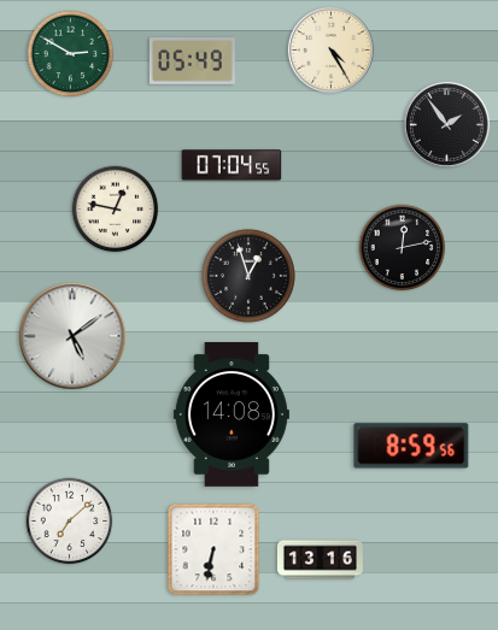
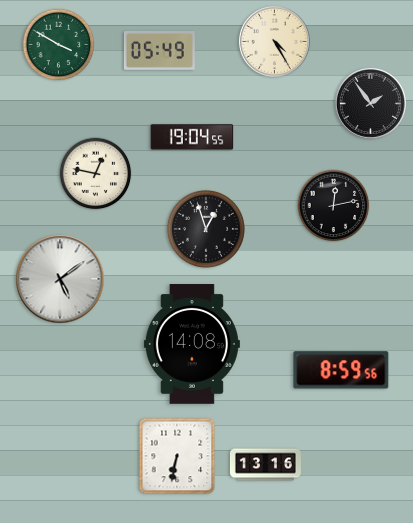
clock at (71, 54): 2:50 -> 3:50
clock at (232, 165): 07:04 -> 19:04
clock at (70, 522): 7:08 -> none
